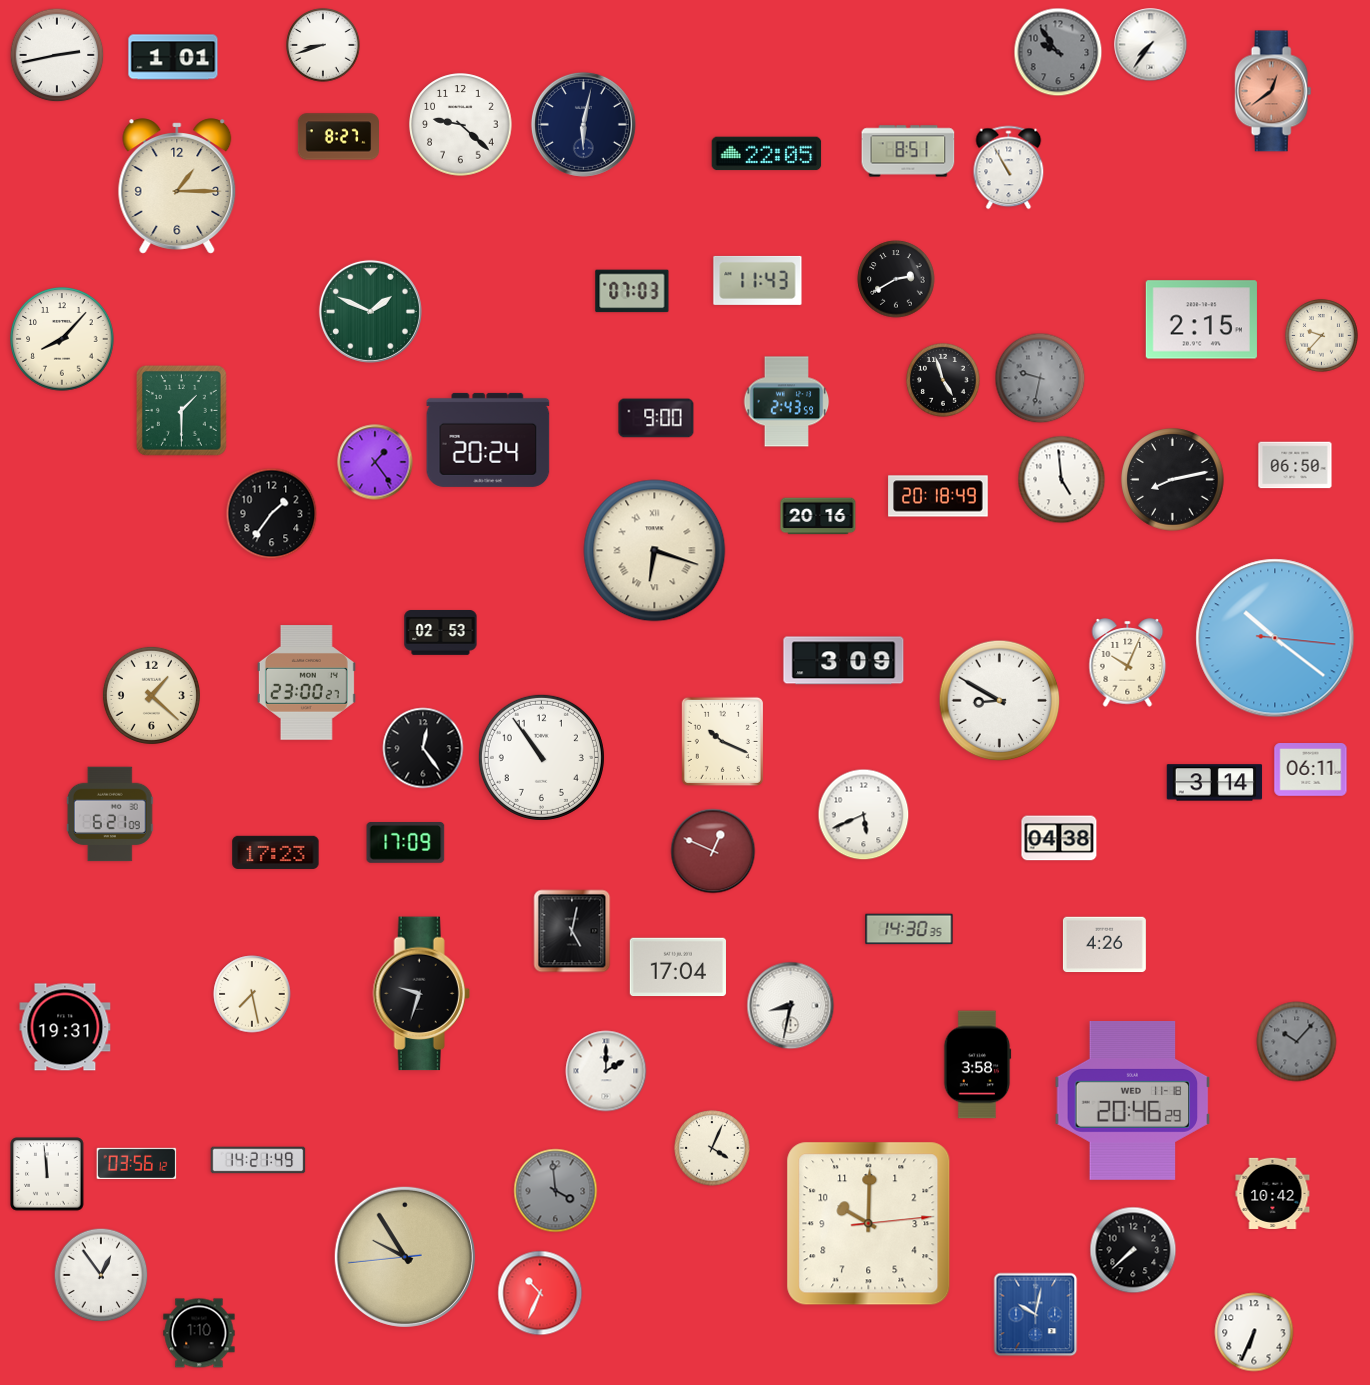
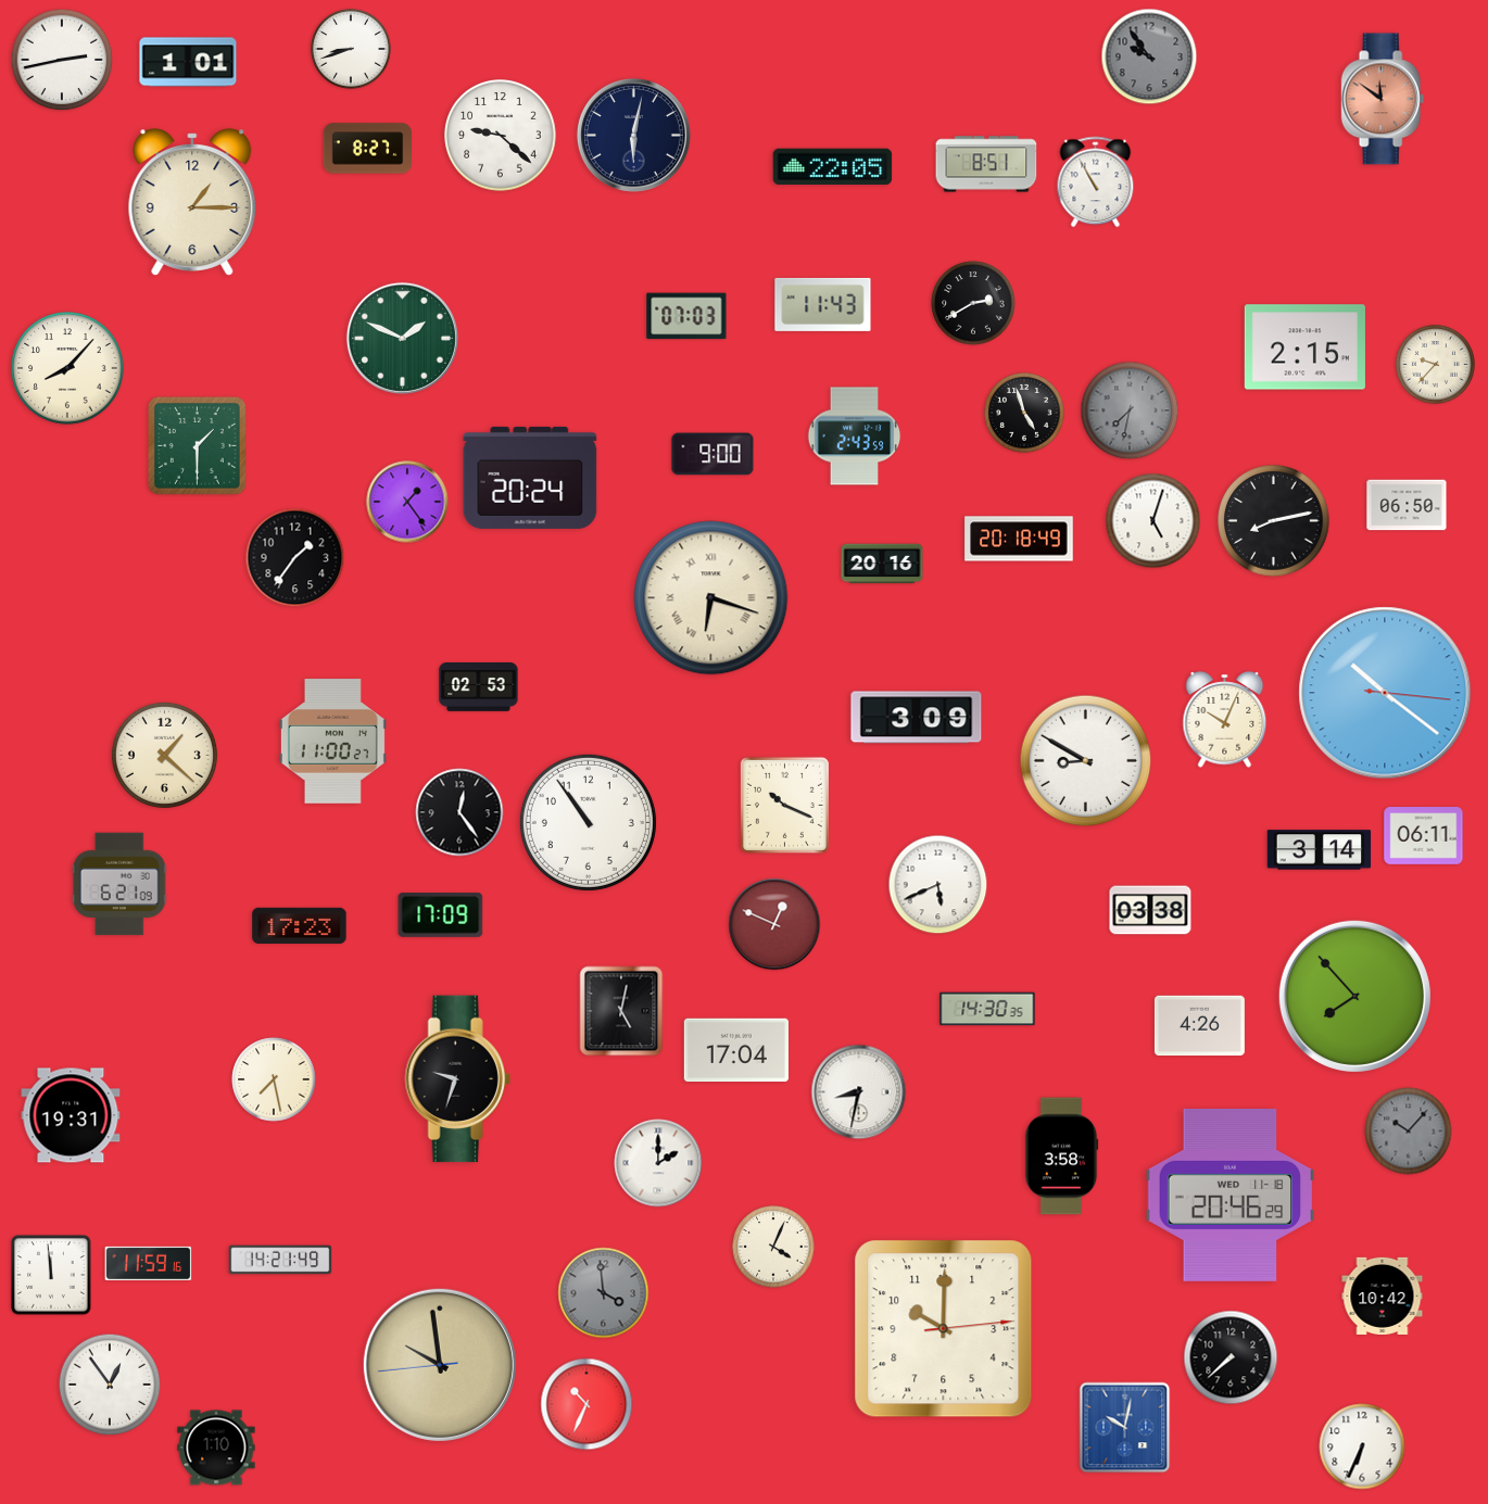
clock at (1151, 45): 7:36 -> none
clock at (1273, 91): 12:39 -> 11:51
clock at (1040, 378): 9:32 -> 7:32
clock at (1062, 480): 4:59 -> 5:03
clock at (818, 516) position: (818, 516) -> (882, 564)
clock at (306, 683): 23:00 -> 11:00
clock at (1059, 838): 04:38 -> 03:38
clock at (1354, 996): none -> 7:53
clock at (137, 1163): 03:56 -> 11:59
clock at (405, 1257): 9:54 -> 9:58
